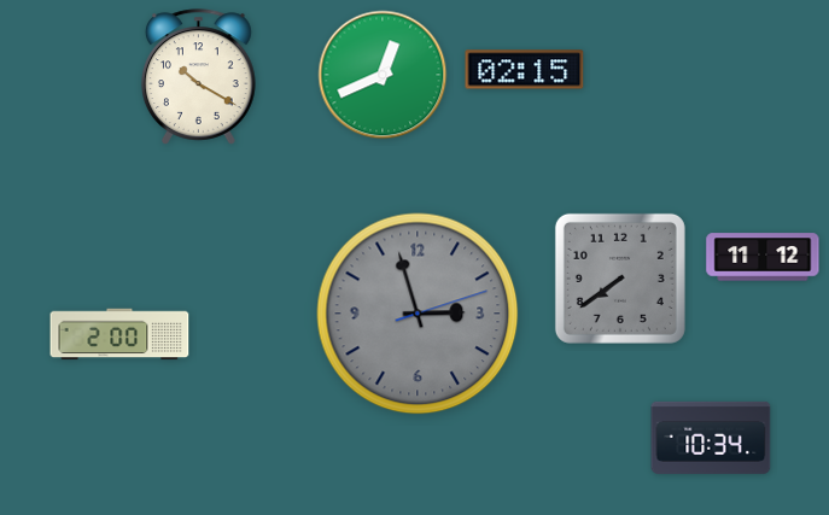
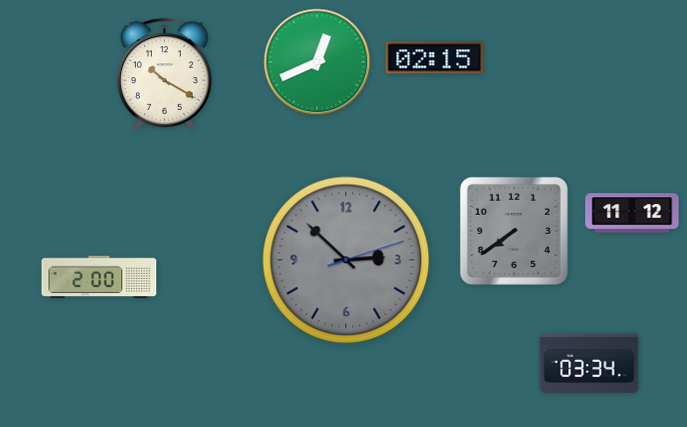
clock at (198, 77) position: (198, 77) -> (164, 75)
clock at (418, 314): 2:57 -> 2:52
clock at (711, 438): 10:34 -> 03:34
